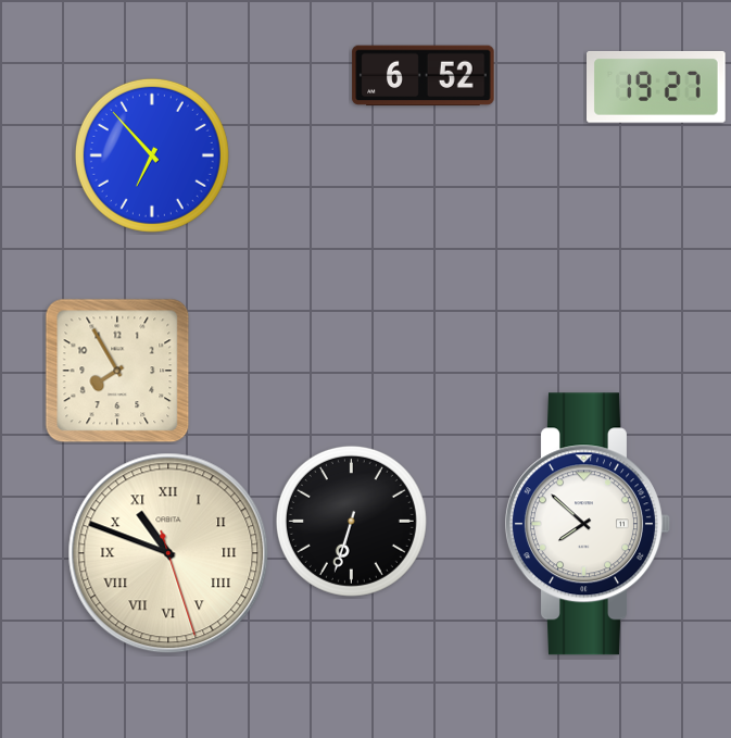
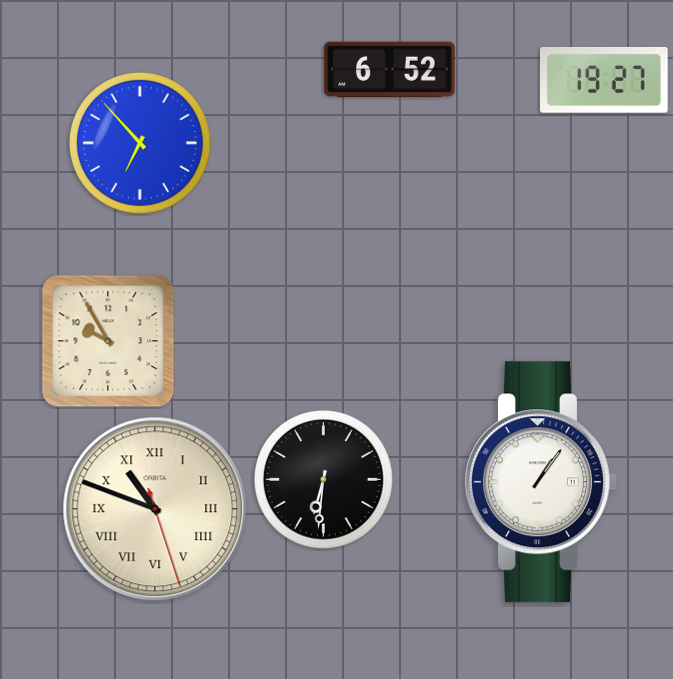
clock at (117, 371): 7:55 -> 9:55
clock at (351, 521): 6:33 -> 6:31
clock at (588, 524): 7:52 -> 1:06
